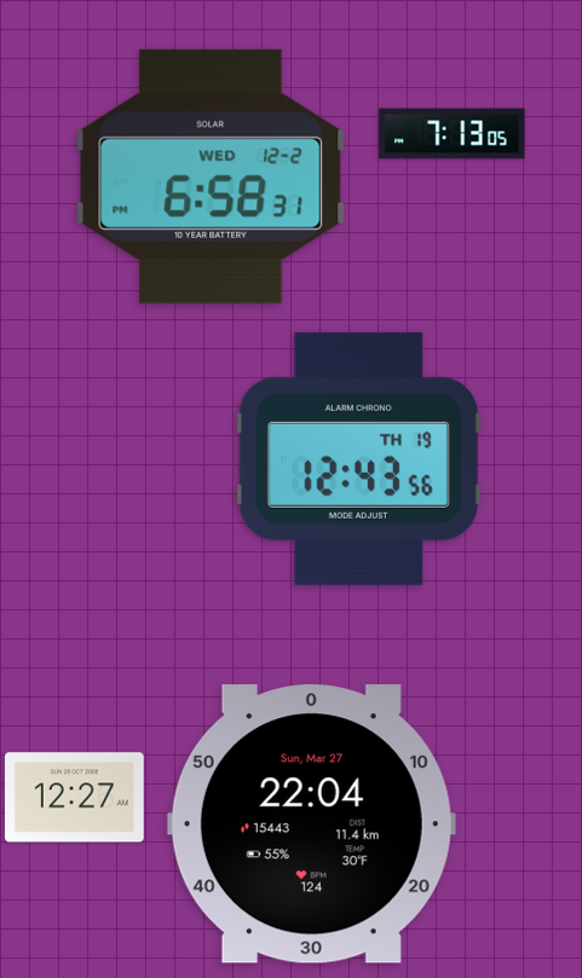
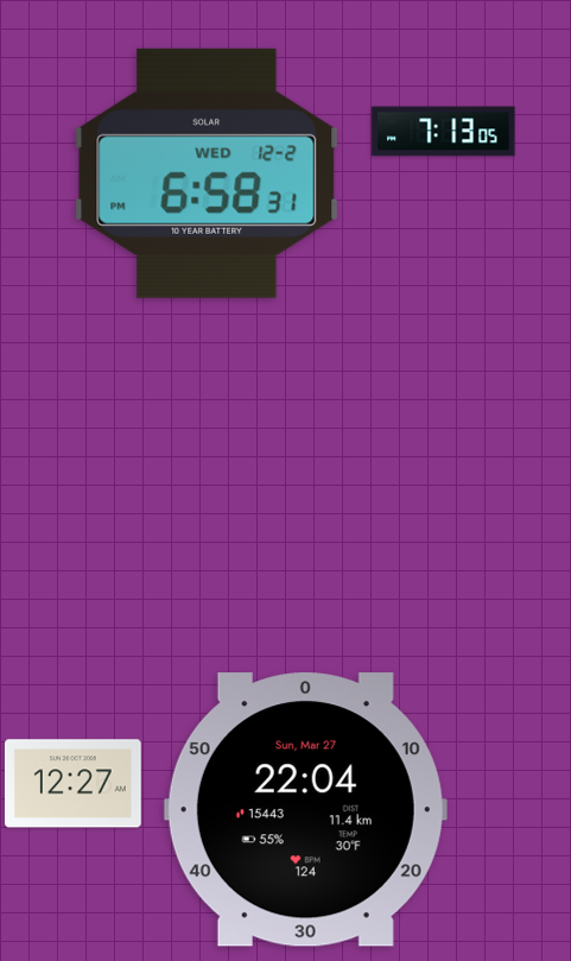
clock at (358, 458): 12:43 -> none
